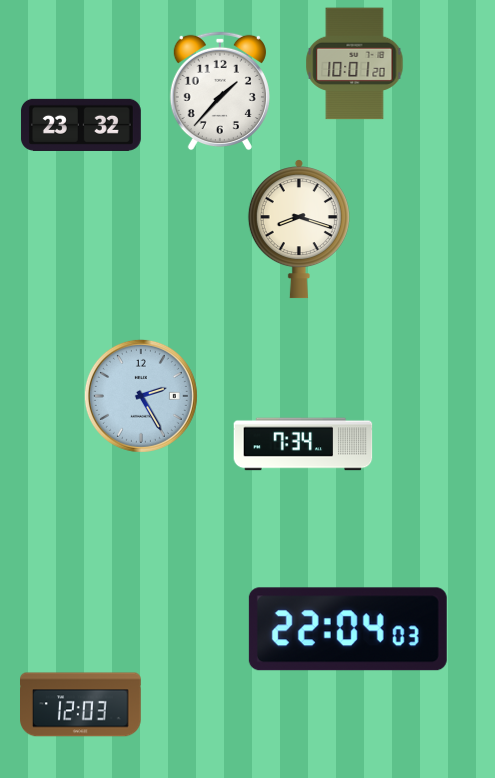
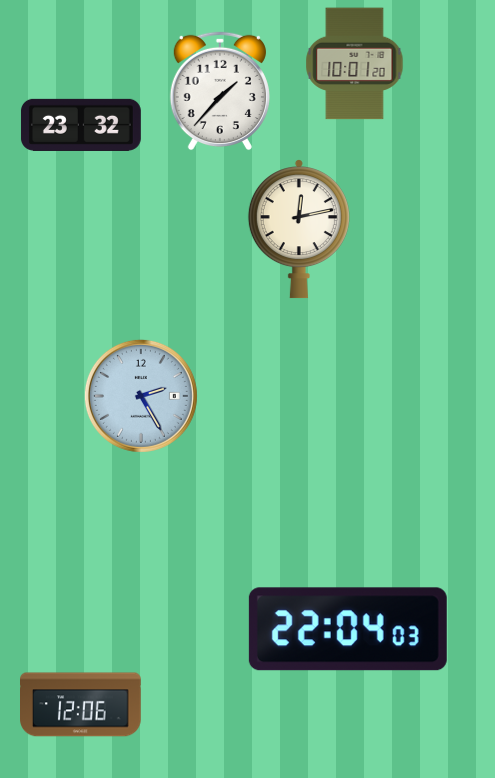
clock at (299, 229): 8:18 -> 12:13
clock at (303, 444): 7:34 -> none
clock at (81, 705): 12:03 -> 12:06
